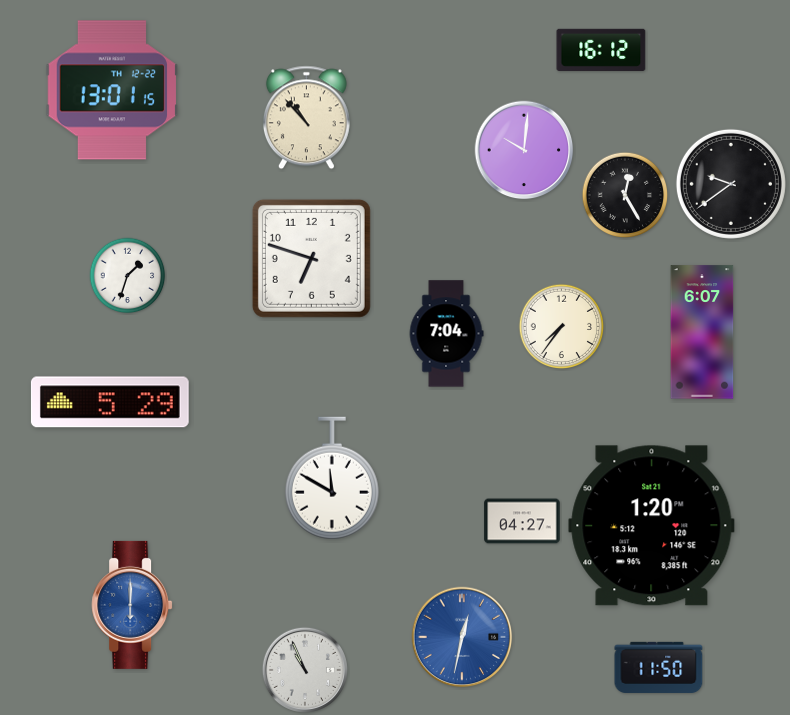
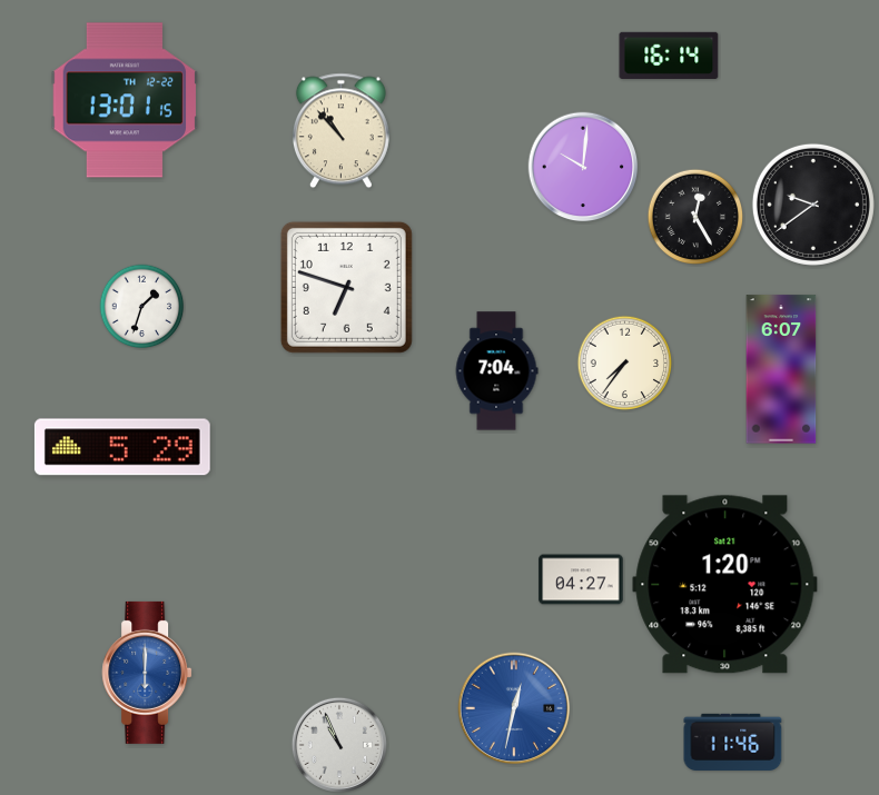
clock at (601, 50): 16:12 -> 16:14
clock at (332, 478): 11:50 -> none
clock at (659, 667): 11:50 -> 11:46
